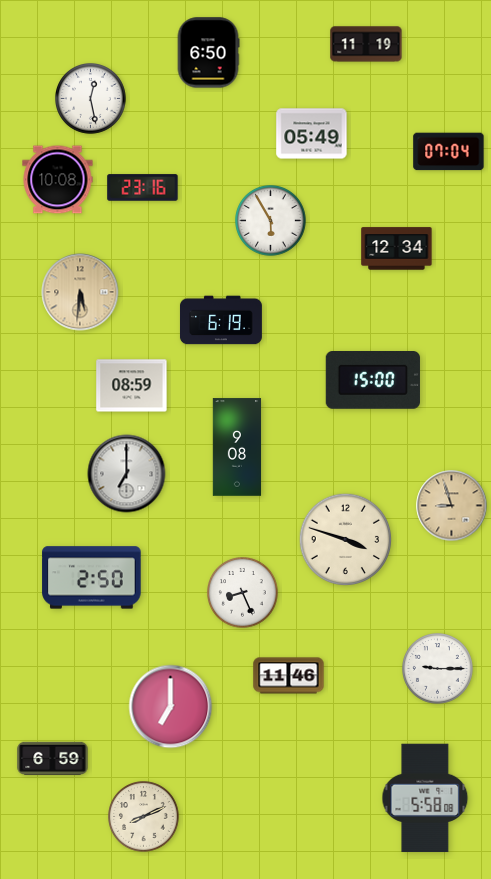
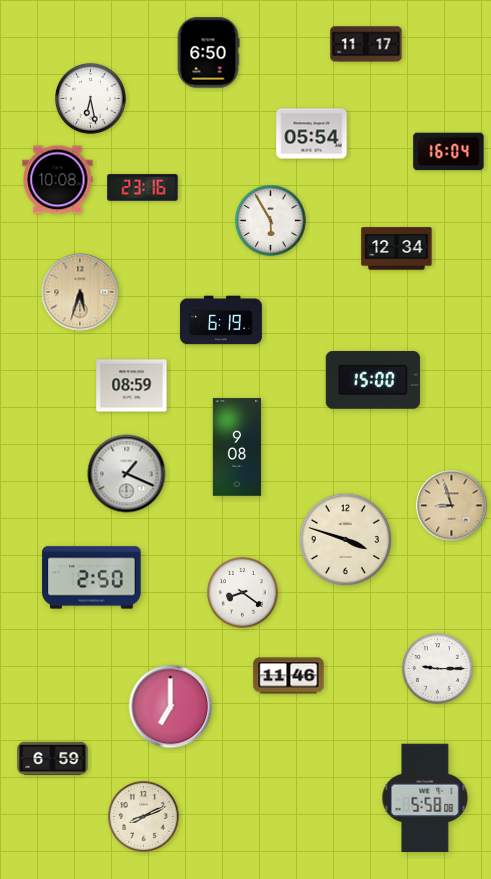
clock at (366, 44): 11:19 -> 11:17
clock at (91, 99): 12:28 -> 6:28
clock at (312, 134): 05:49 -> 05:54
clock at (449, 152): 07:04 -> 16:04
clock at (80, 292): 5:31 -> 5:33
clock at (127, 474): 7:00 -> 1:19
clock at (243, 593): 8:26 -> 8:21
